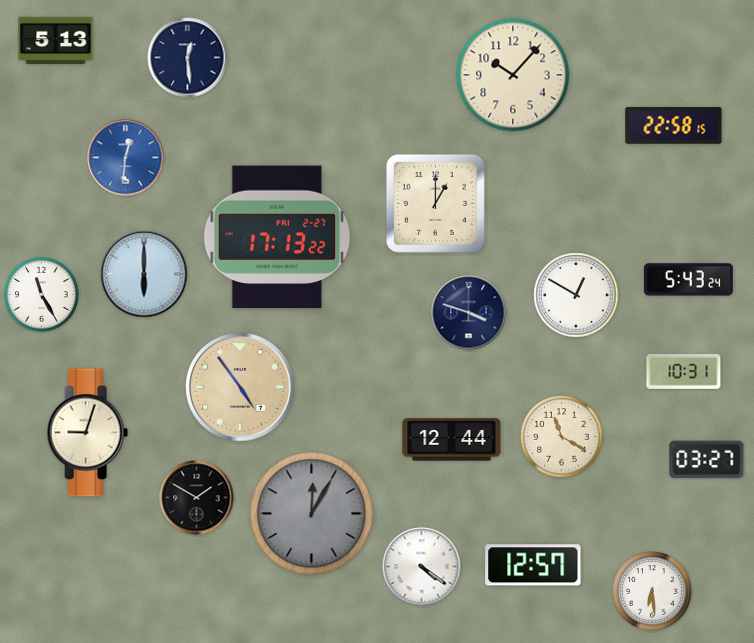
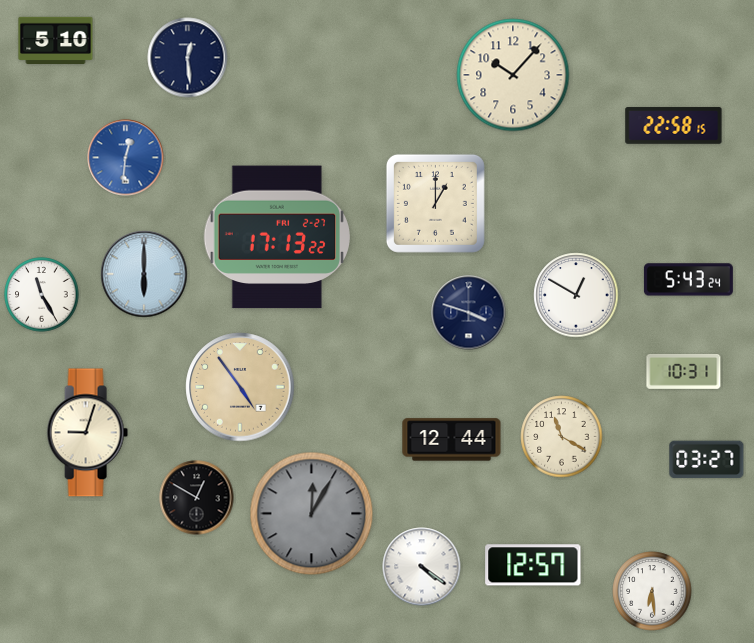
clock at (56, 40): 5:13 -> 5:10
clock at (197, 498): 1:50 -> 12:50
